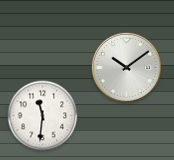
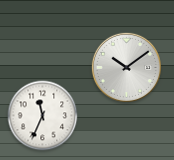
clock at (43, 116): 11:31 -> 11:34
